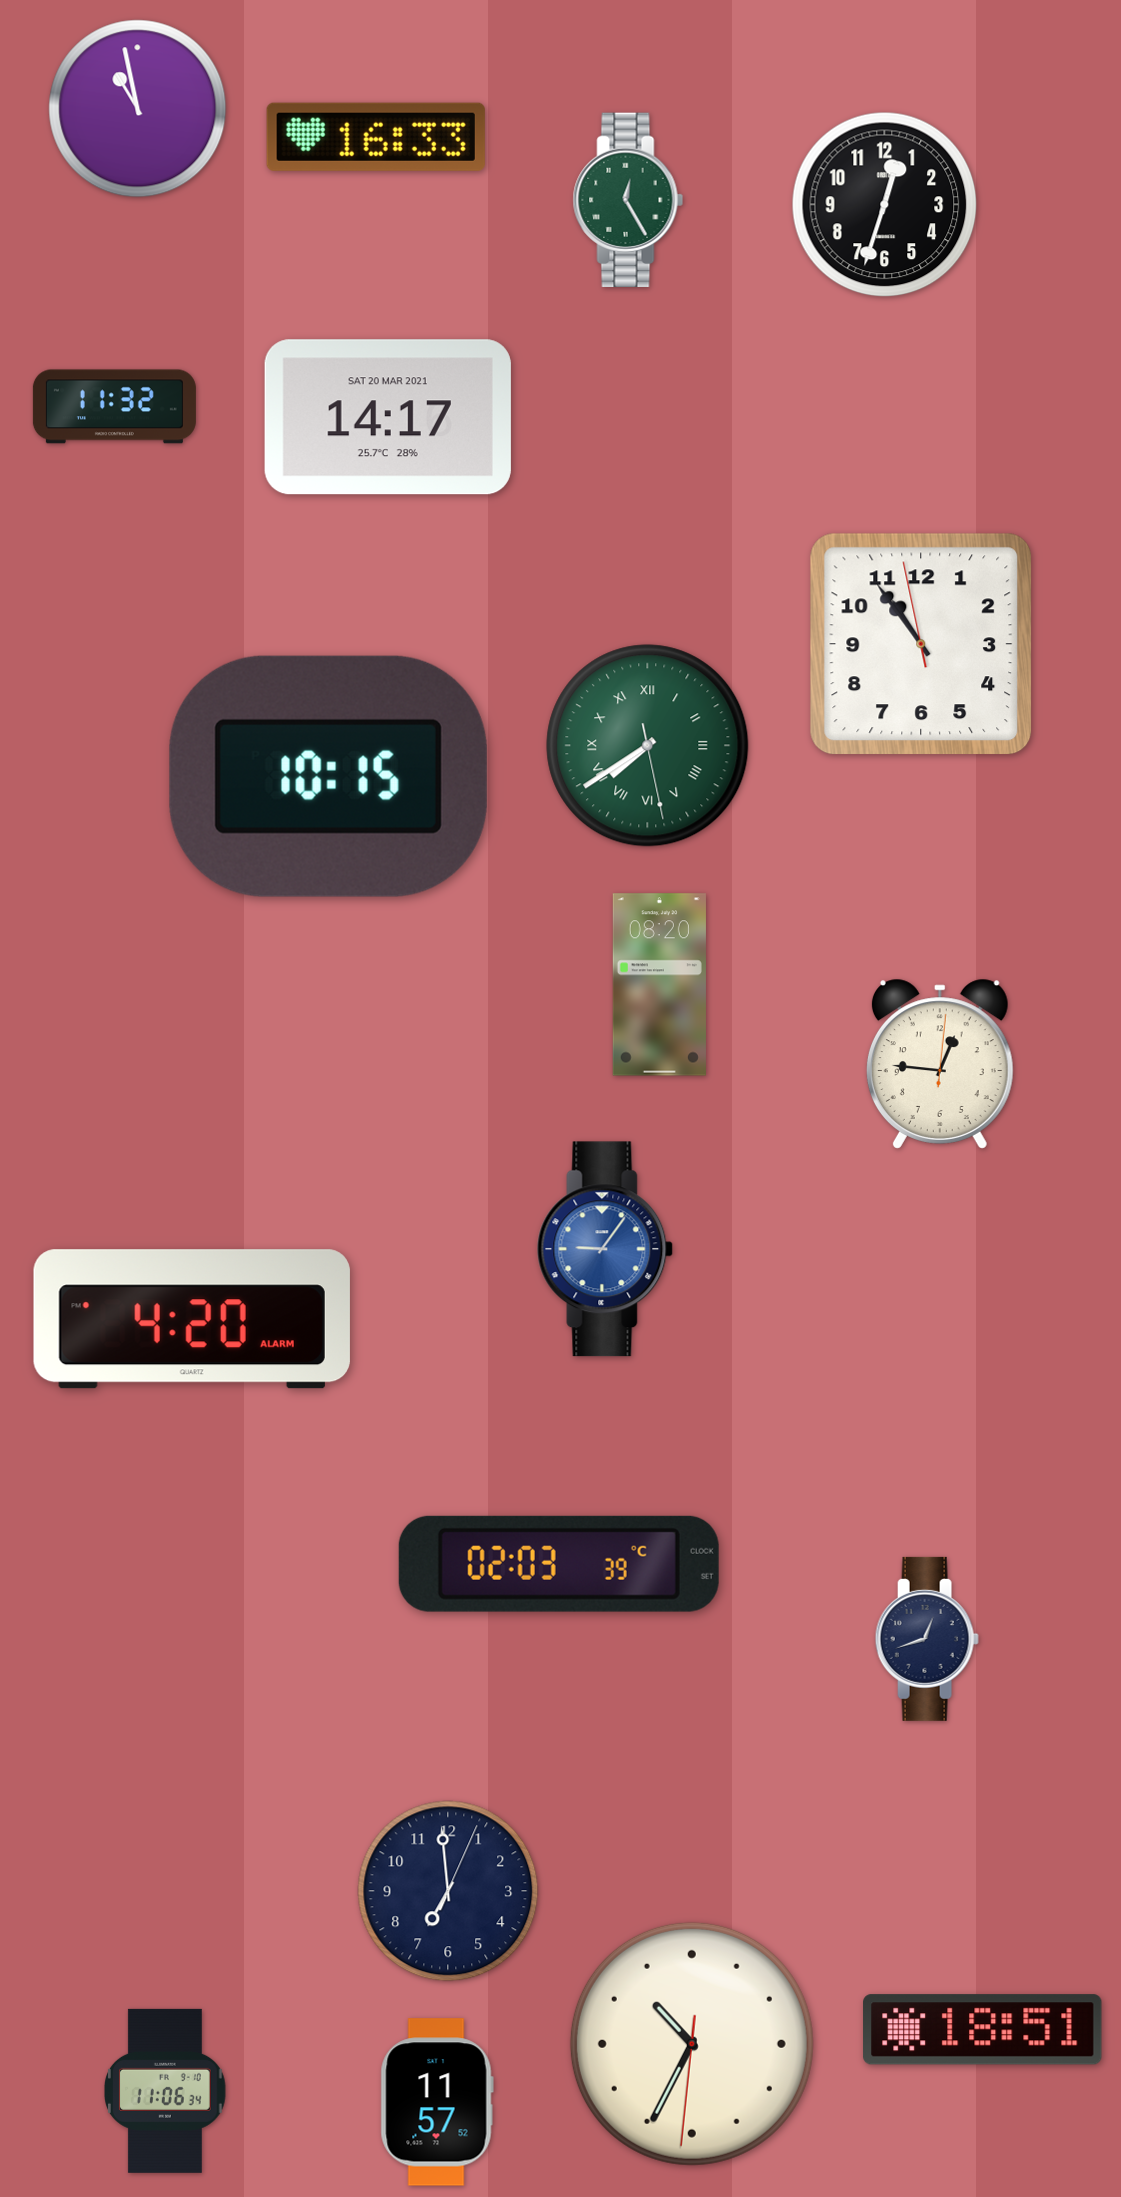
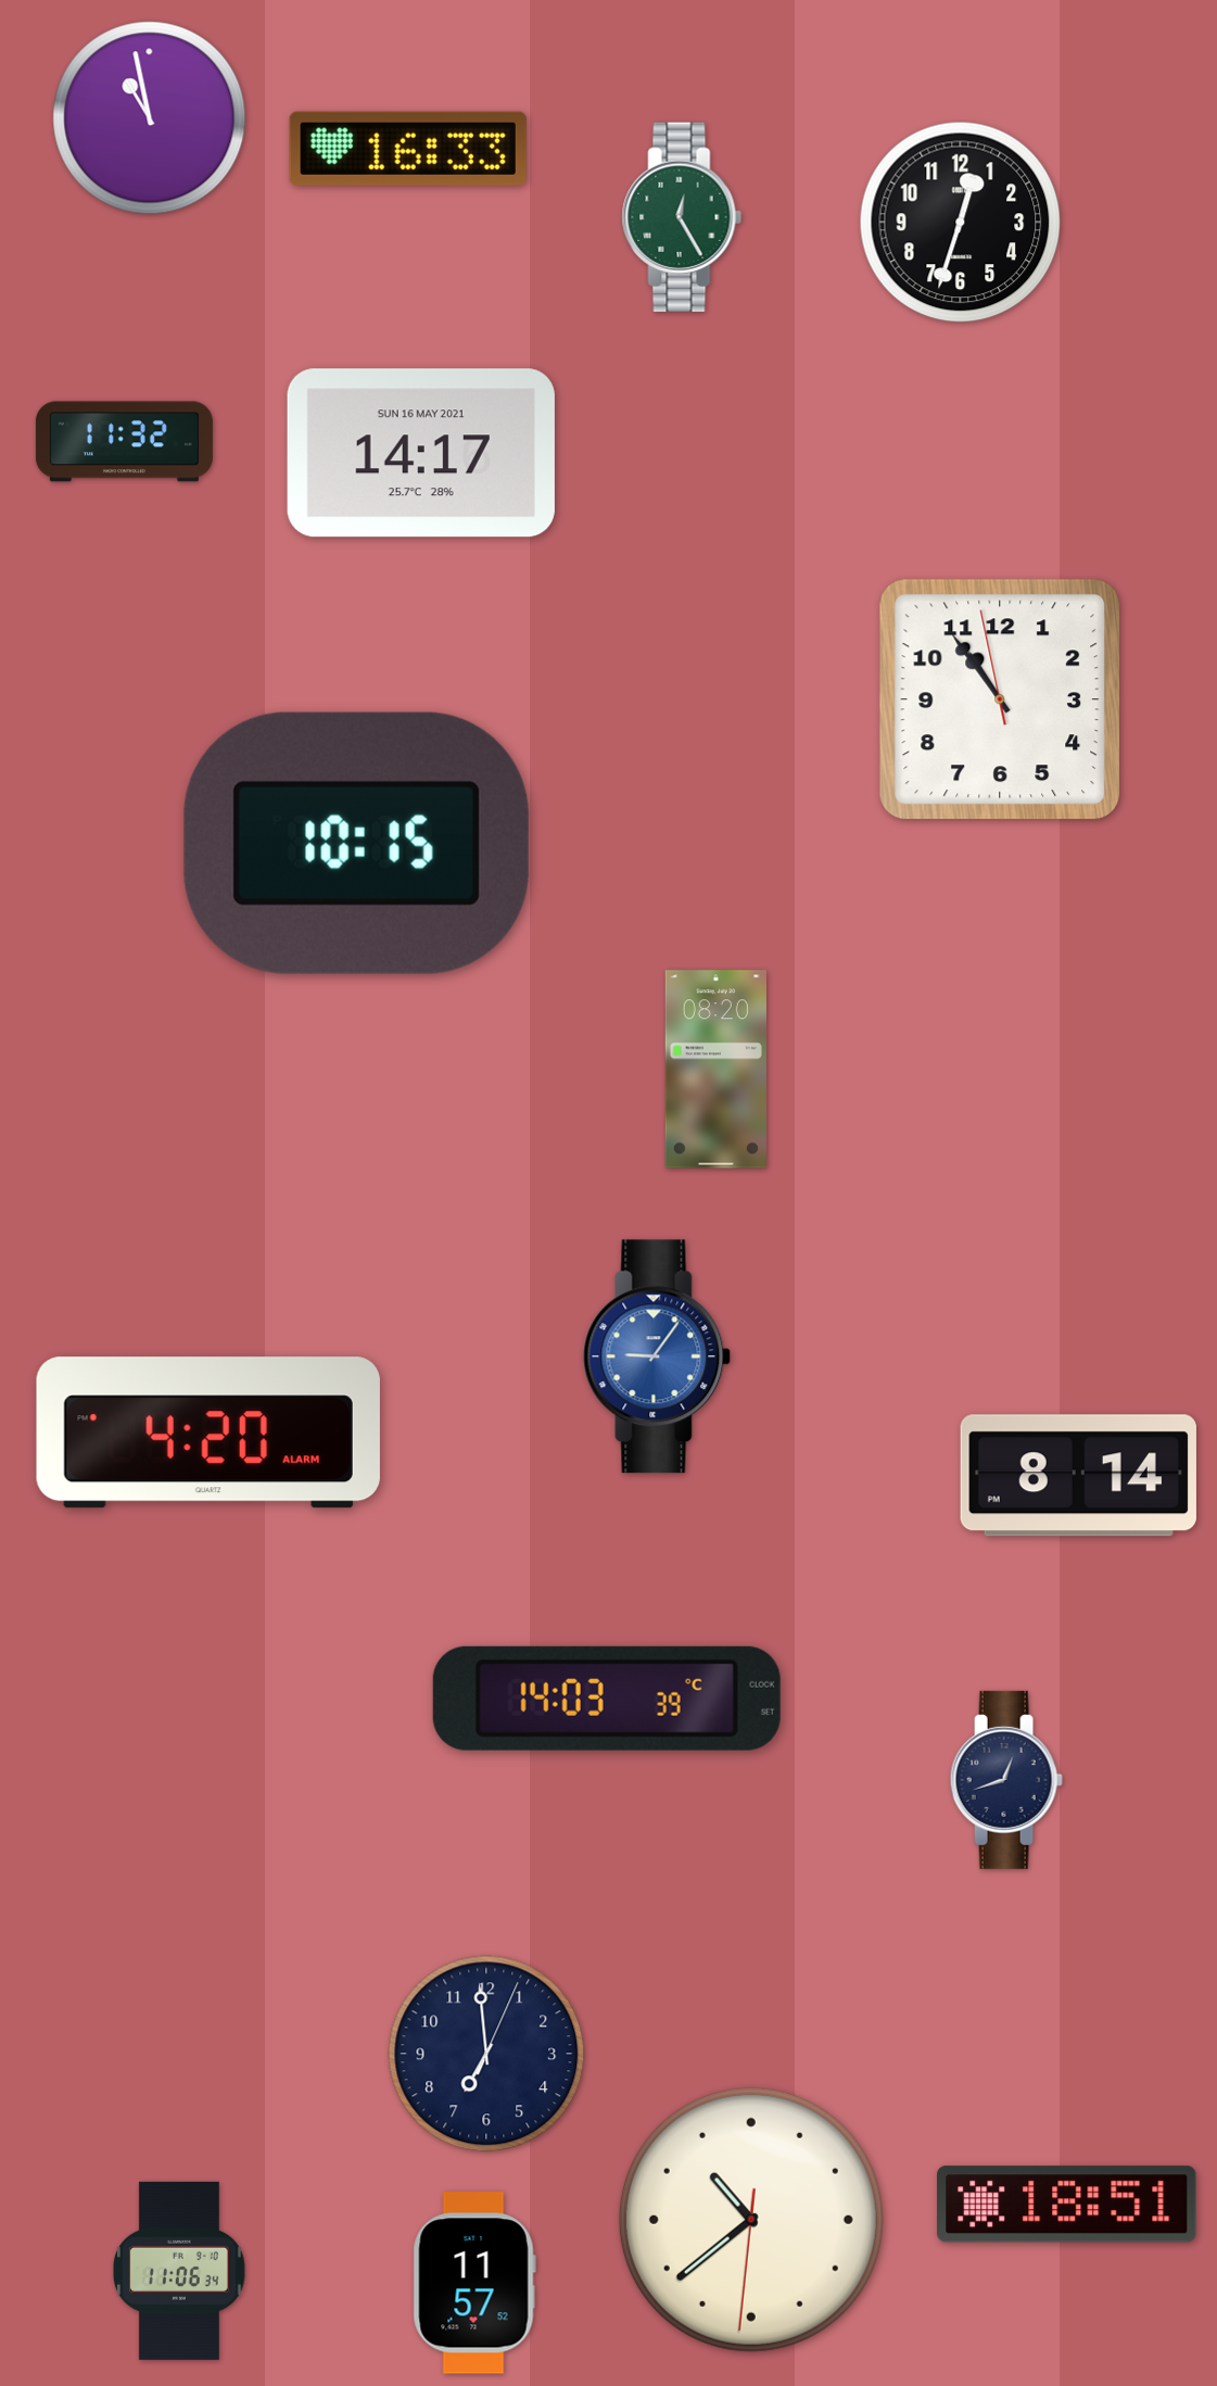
clock at (388, 417) date: SAT 20 MAR 2021 -> SUN 16 MAY 2021
clock at (648, 746): 7:39 -> none
clock at (940, 1064): 12:46 -> none
clock at (1078, 1476): none -> 8:14
clock at (559, 1564): 02:03 -> 14:03
clock at (692, 2044): 10:34 -> 10:38
